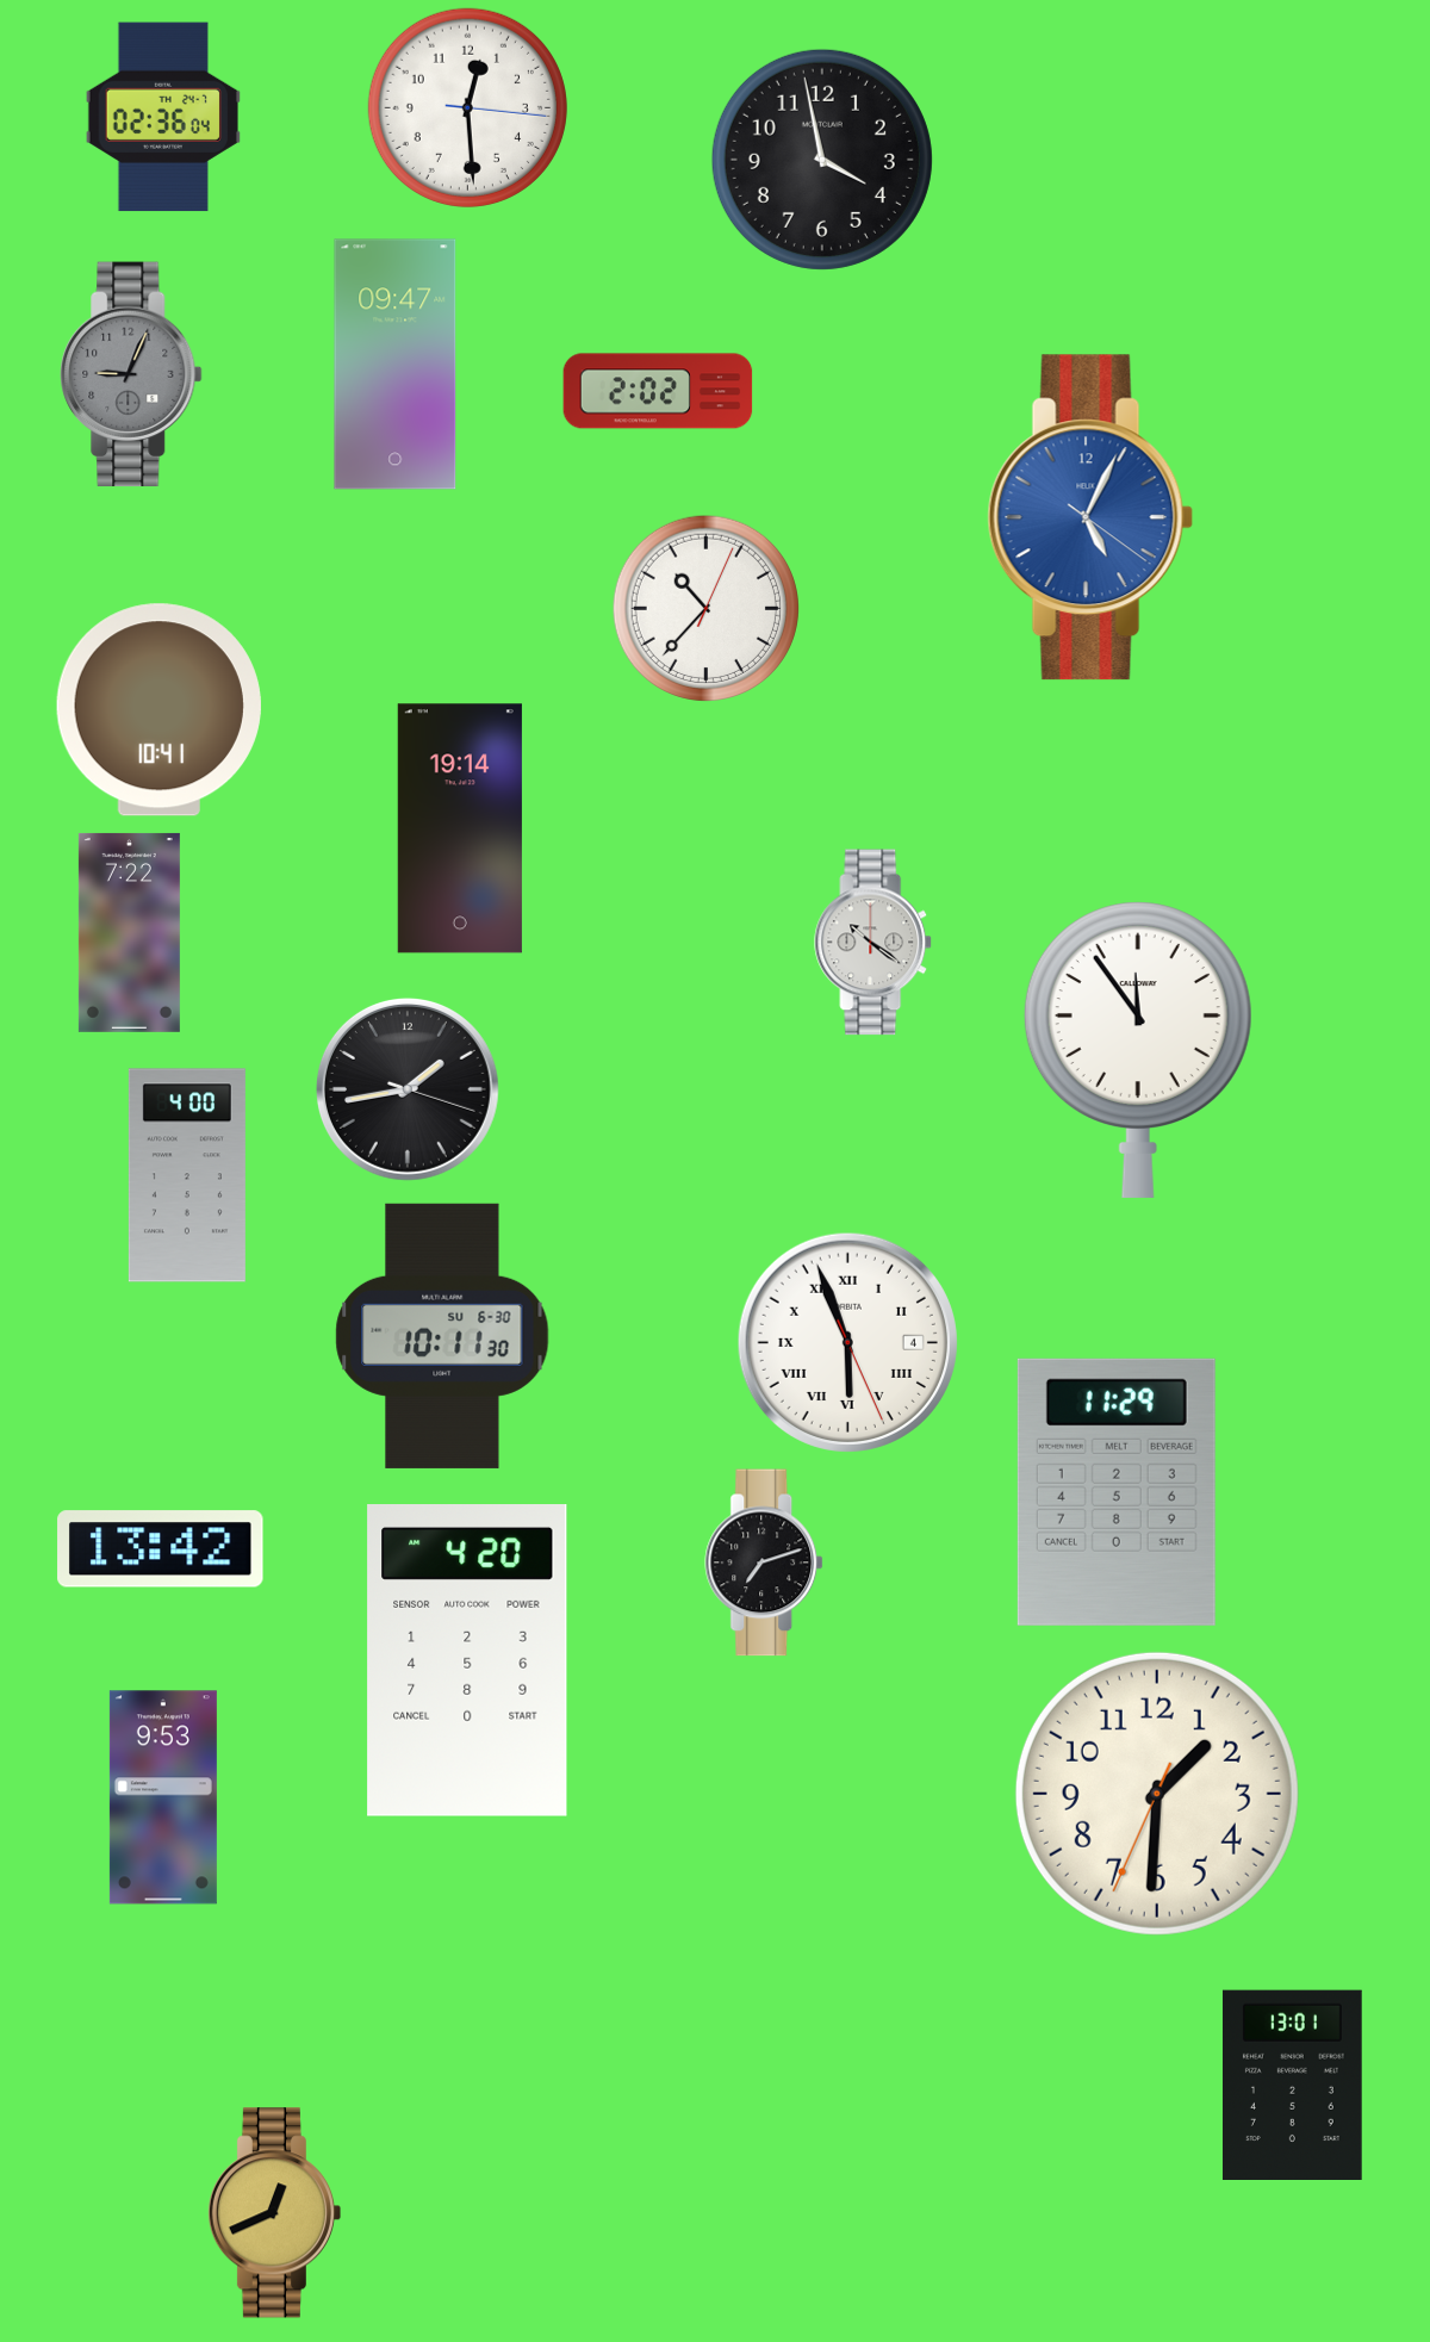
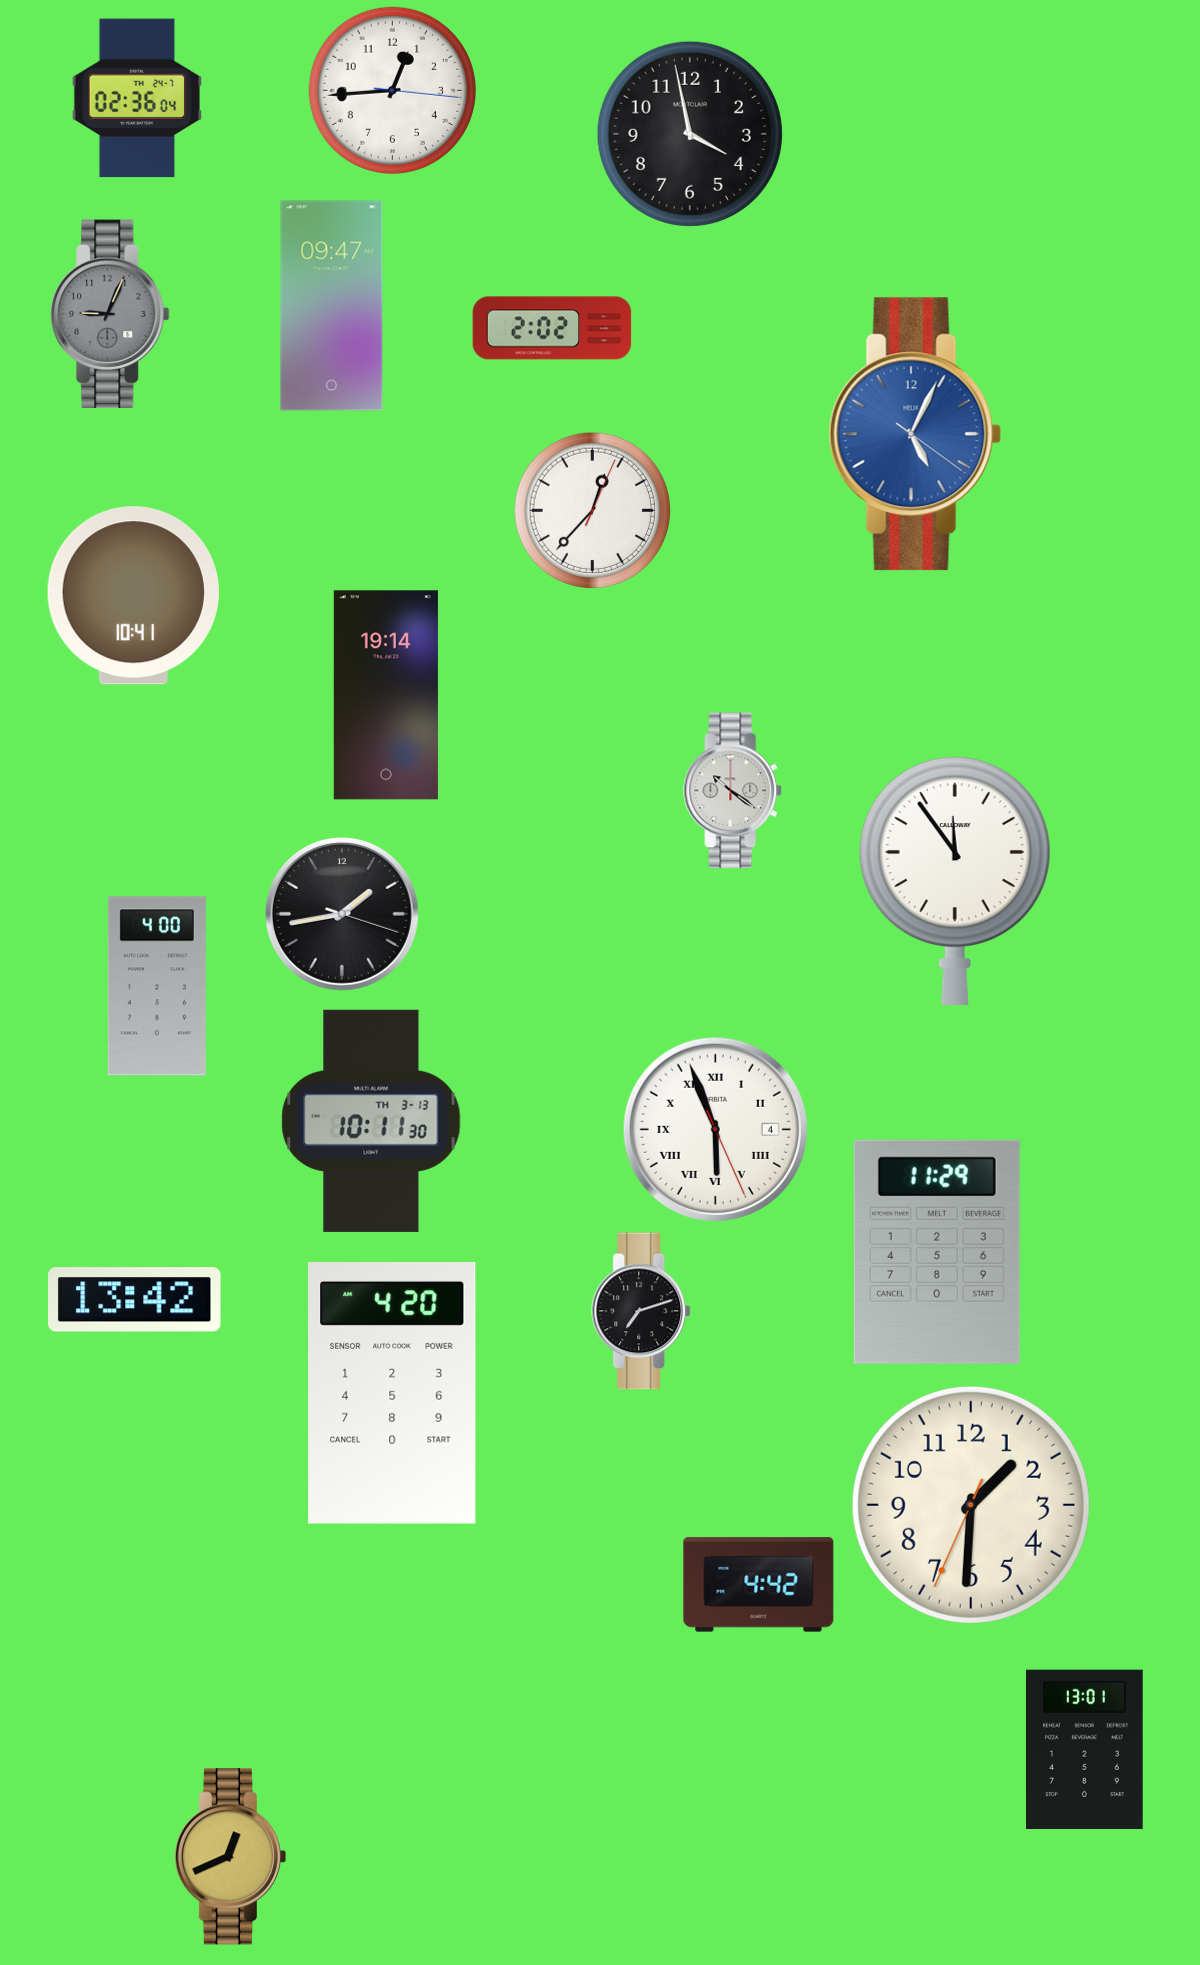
clock at (467, 107): 12:29 -> 12:44
clock at (705, 608): 10:37 -> 12:37
clock at (129, 932): 7:22 -> none
clock at (442, 1336) date: SU 6-30 -> TH 3-13
clock at (847, 1342) position: (847, 1342) -> (715, 1129)
clock at (163, 1797): 9:53 -> none
clock at (759, 1585): none -> 4:42
